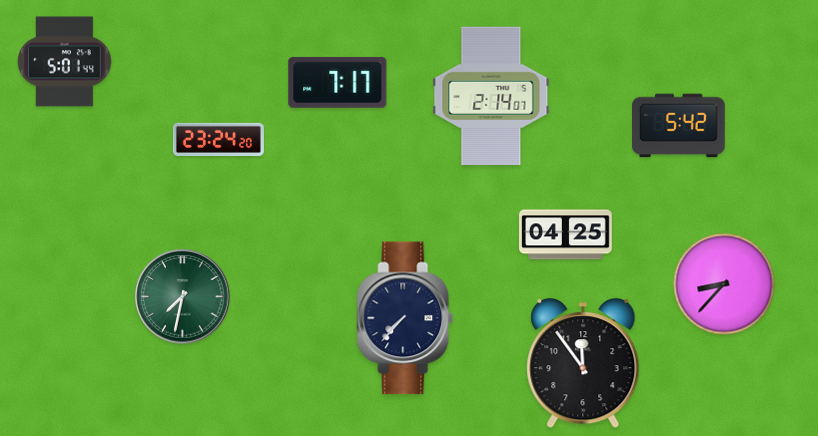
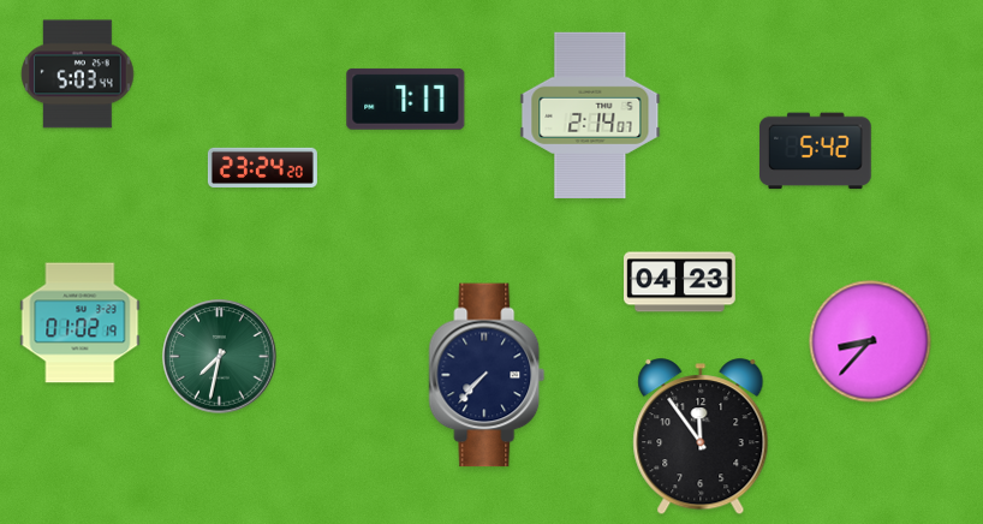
clock at (65, 62): 5:01 -> 5:03
clock at (566, 235): 04:25 -> 04:23
clock at (81, 323): none -> 01:02
clock at (405, 318) position: (405, 318) -> (487, 375)
